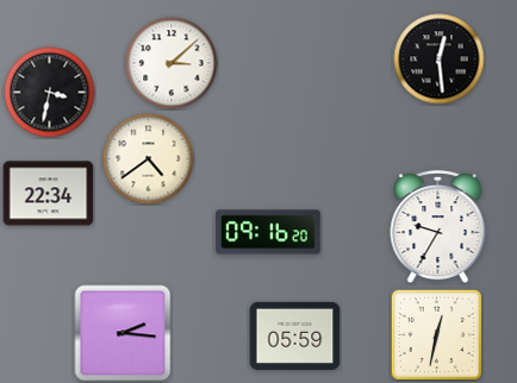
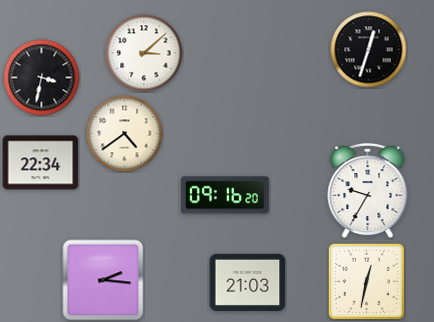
clock at (440, 59): 12:29 -> 12:33
clock at (295, 335): 05:59 -> 21:03
